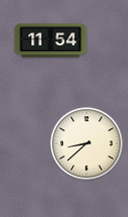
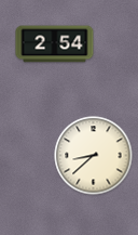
clock at (51, 41): 11:54 -> 2:54
